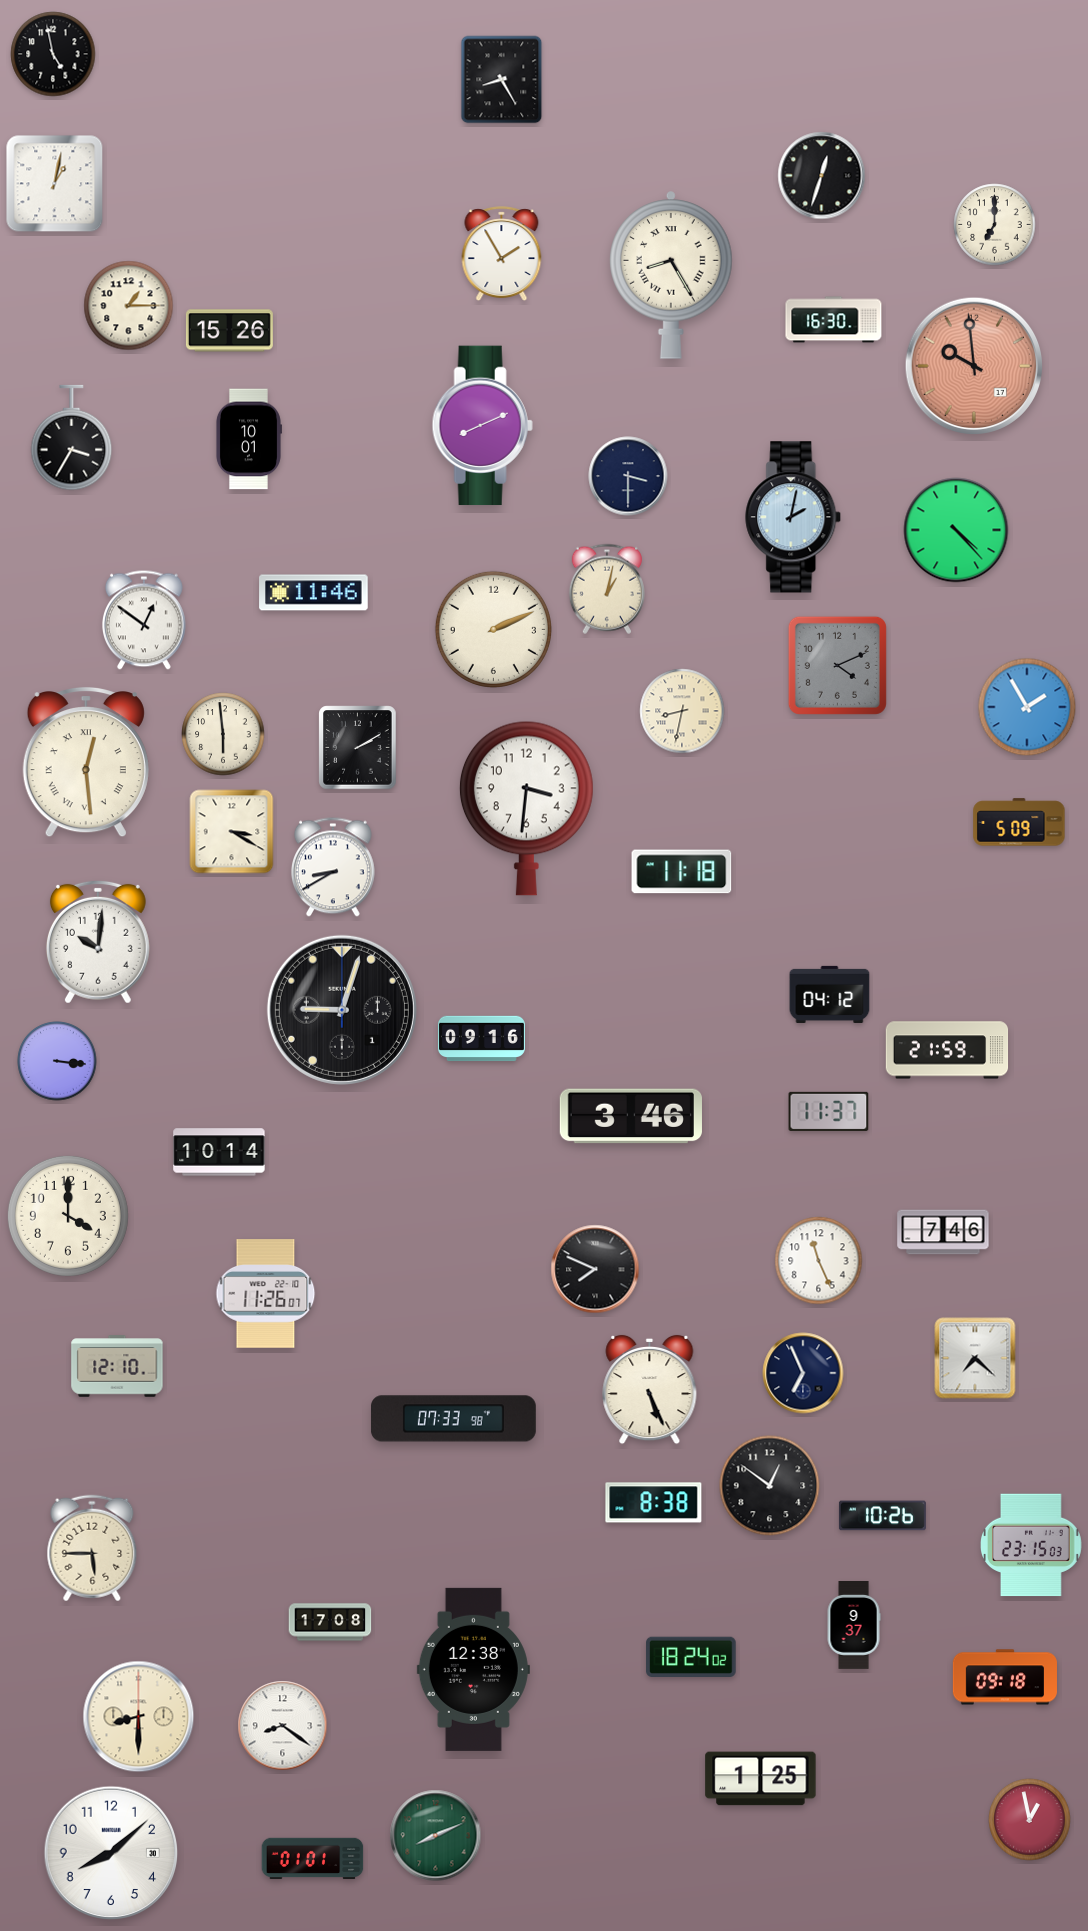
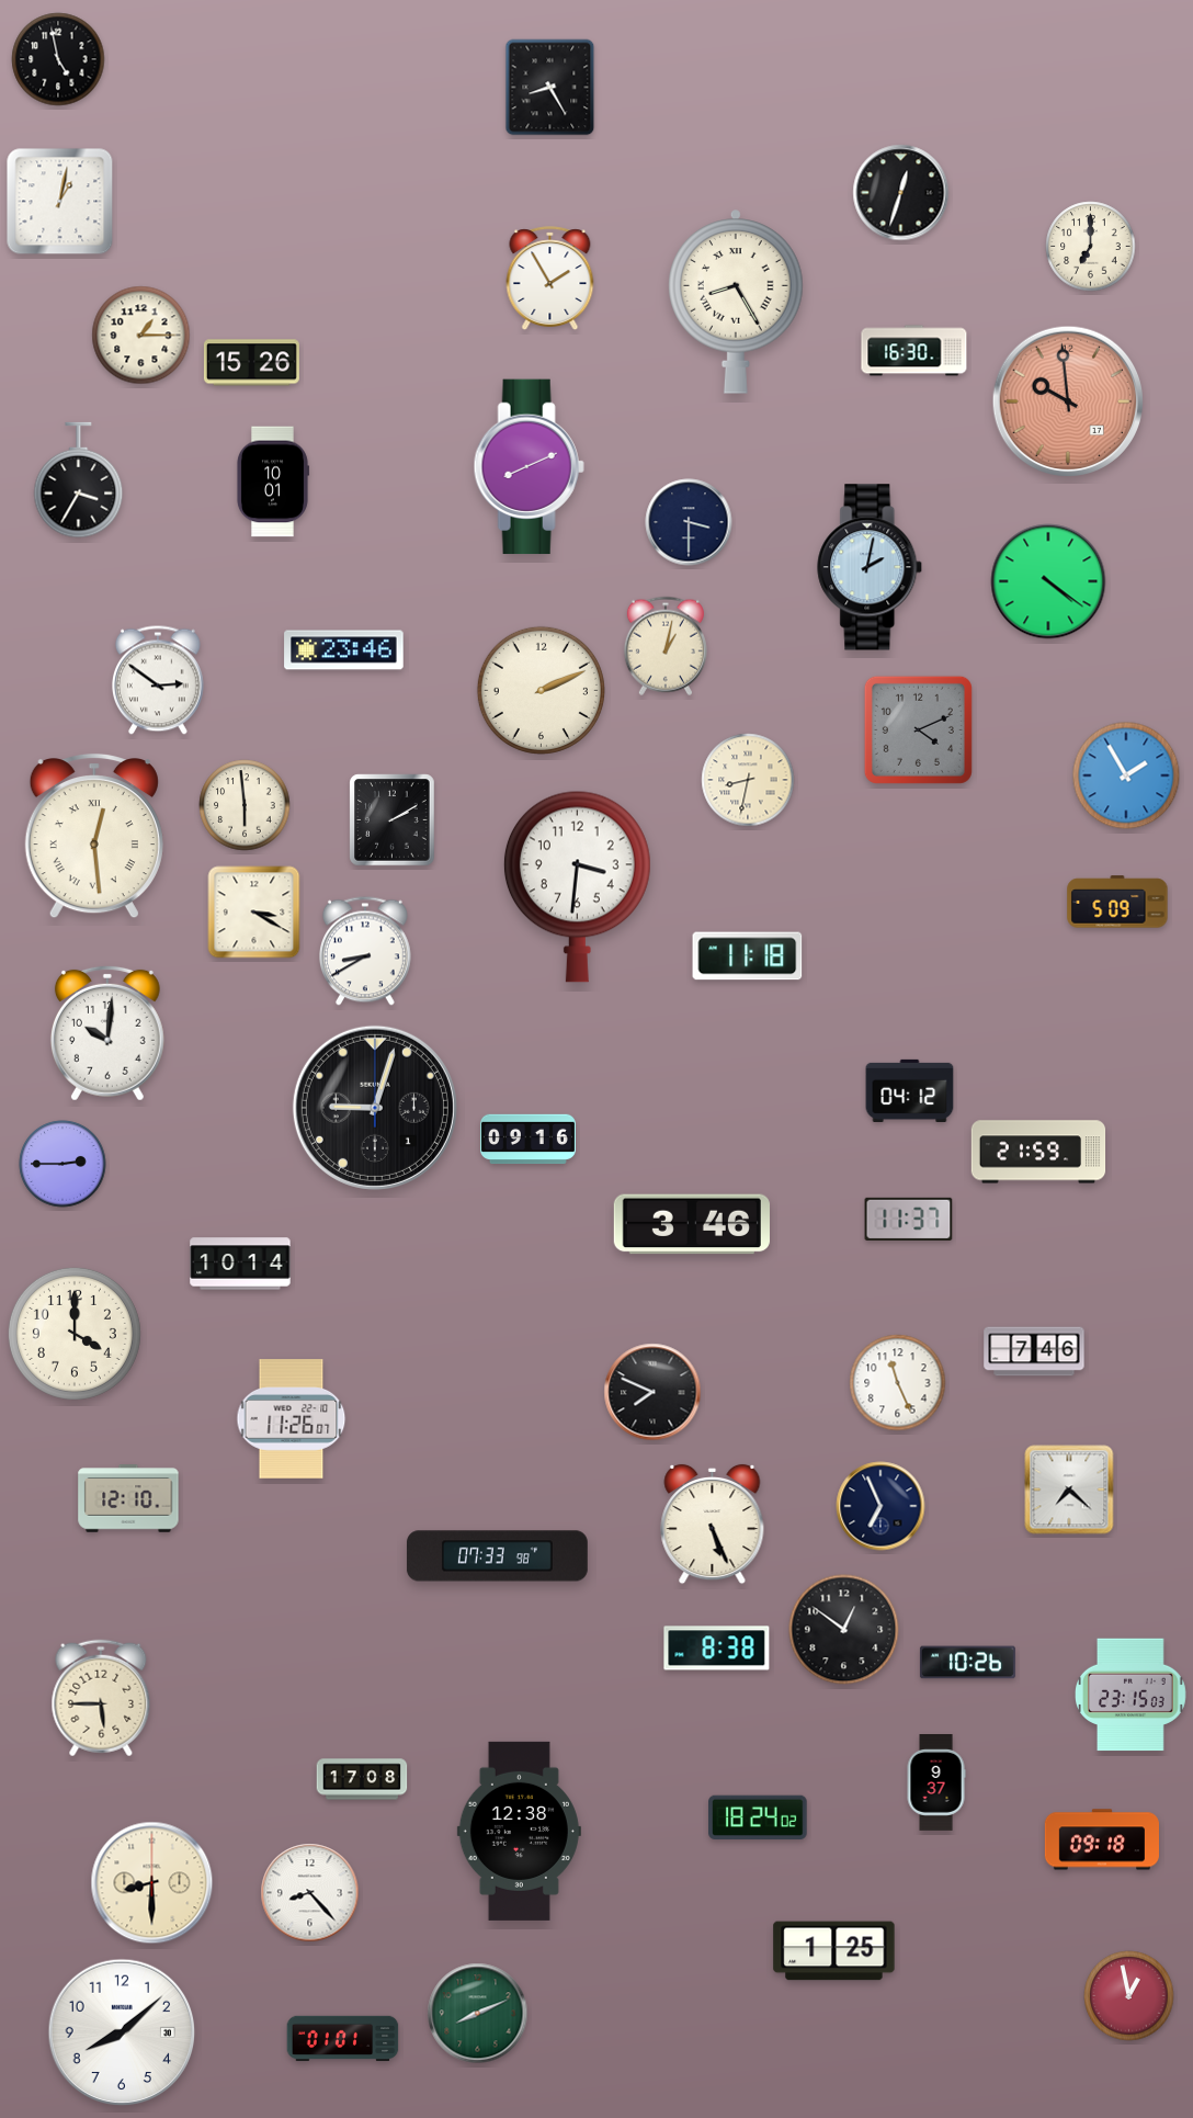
clock at (956, 530): 4:23 -> 4:21
clock at (314, 593): 11:46 -> 23:46
clock at (144, 620): 12:51 -> 2:51
clock at (57, 1061): 3:16 -> 2:45
clock at (283, 1726): 8:21 -> 8:23
